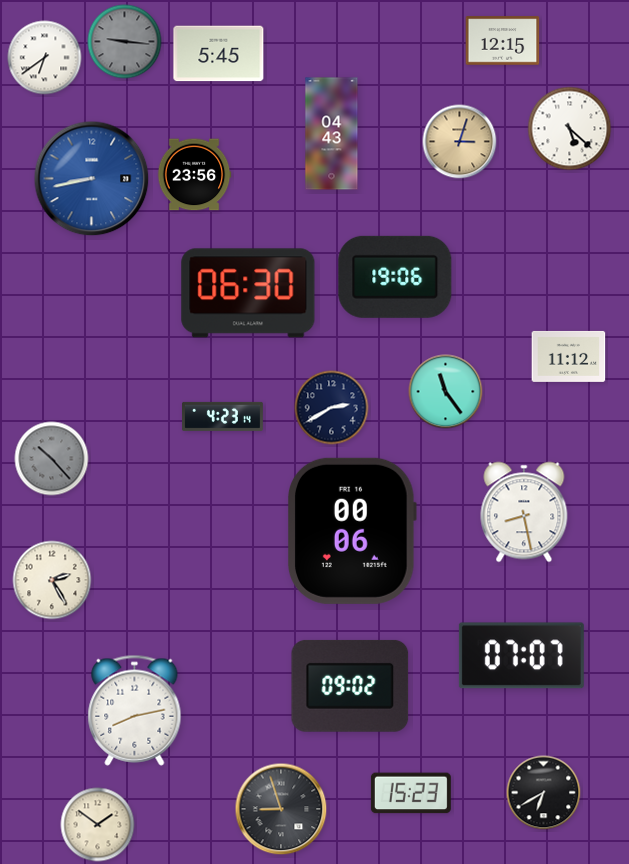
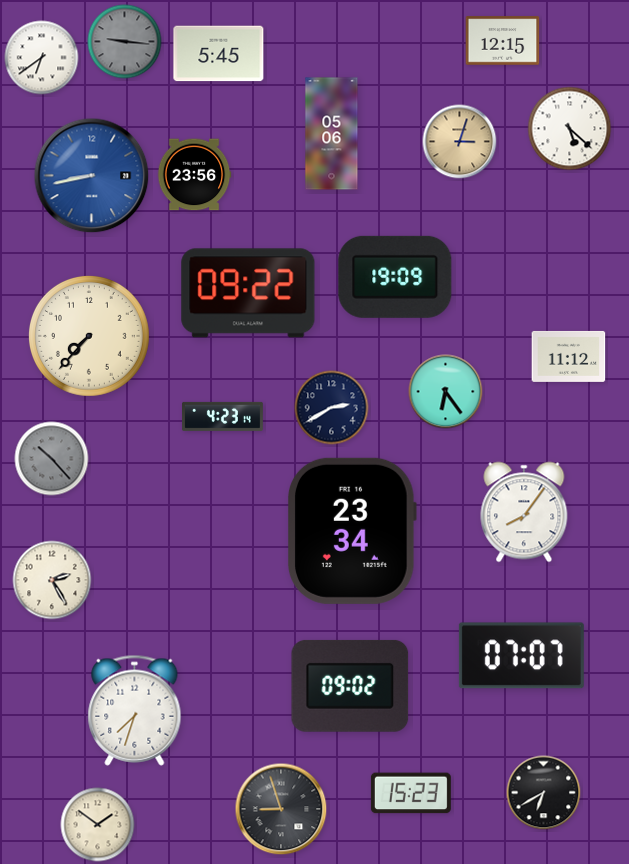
clock at (45, 58) position: (45, 58) -> (42, 58)
clock at (332, 134): 04:43 -> 05:06
clock at (92, 179) position: (92, 179) -> (92, 176)
clock at (395, 277): 19:06 -> 19:09
clock at (248, 293): 06:30 -> 09:22
clock at (89, 336): none -> 7:37
clock at (446, 392): 11:24 -> 6:24
clock at (524, 512): 8:28 -> 8:06
clock at (353, 531): 00:06 -> 23:34
clock at (135, 710): 8:13 -> 7:33
